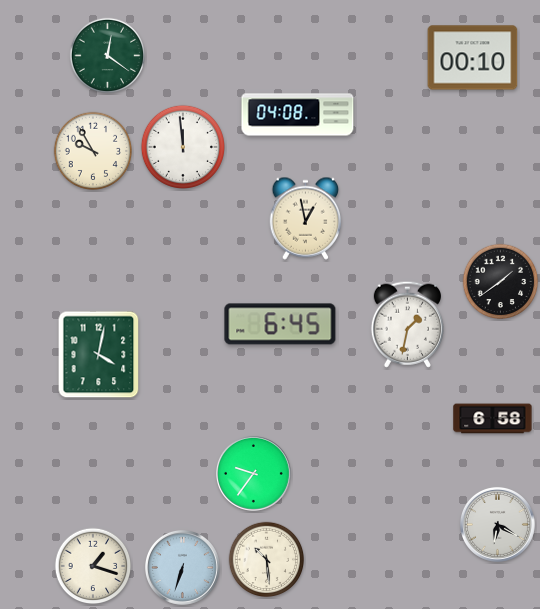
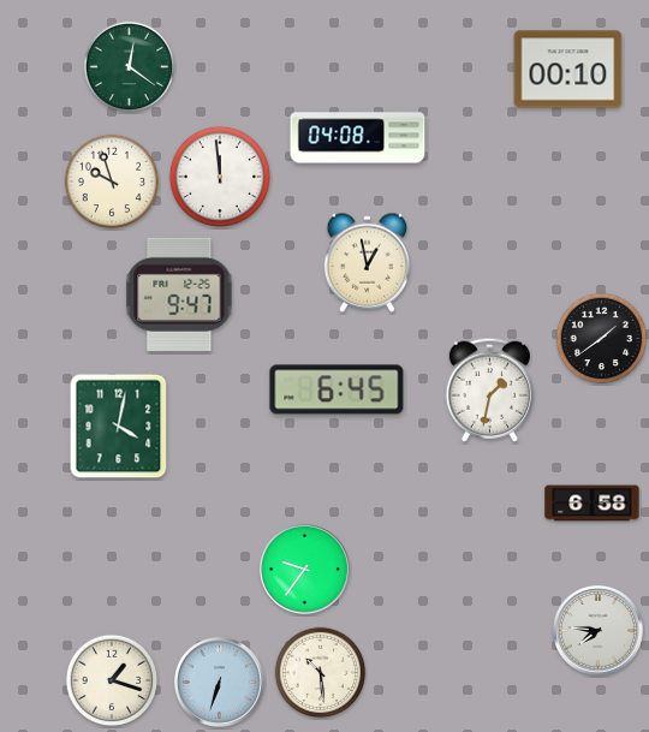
clock at (93, 151): 9:55 -> 9:57
clock at (179, 294): none -> 9:47
clock at (497, 524): 6:20 -> 7:46
